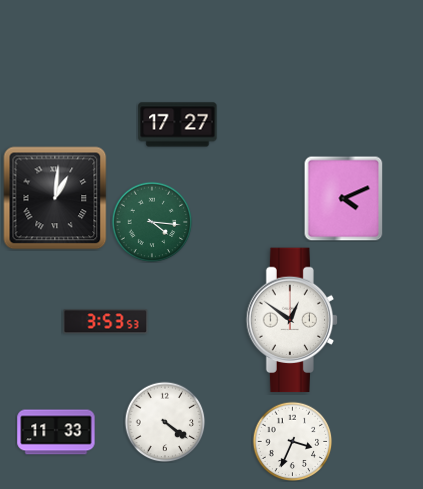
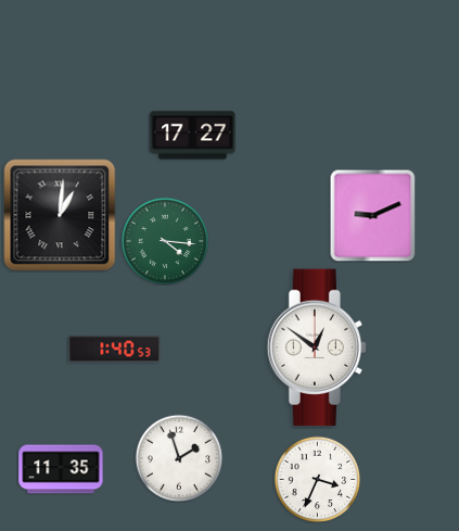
clock at (344, 198): 4:11 -> 9:11
clock at (106, 322): 3:53 -> 1:40
clock at (165, 422): 4:21 -> 1:57
clock at (56, 432): 11:33 -> 11:35
